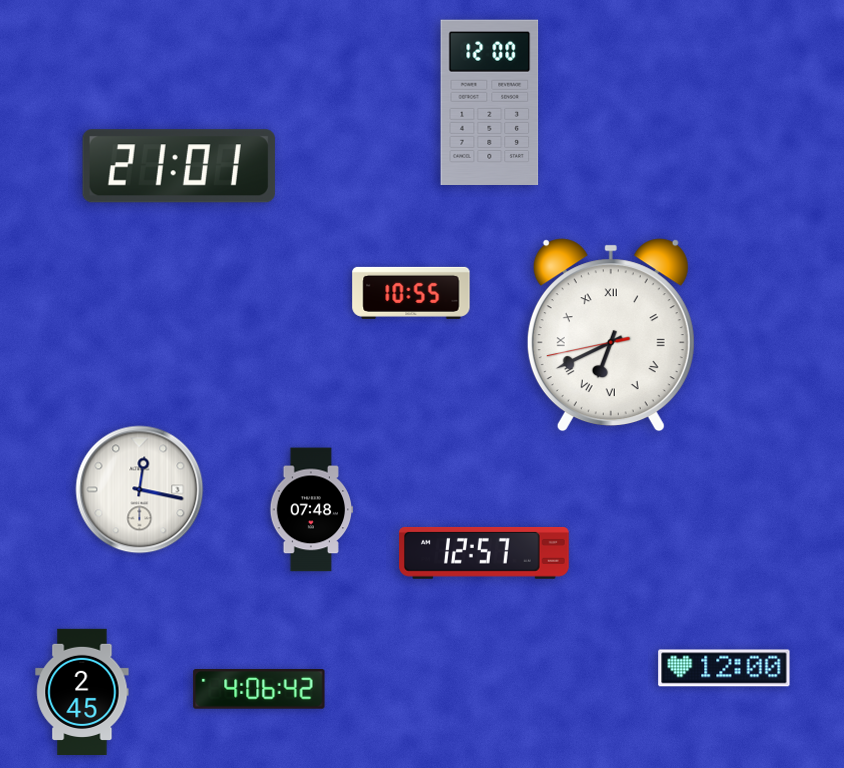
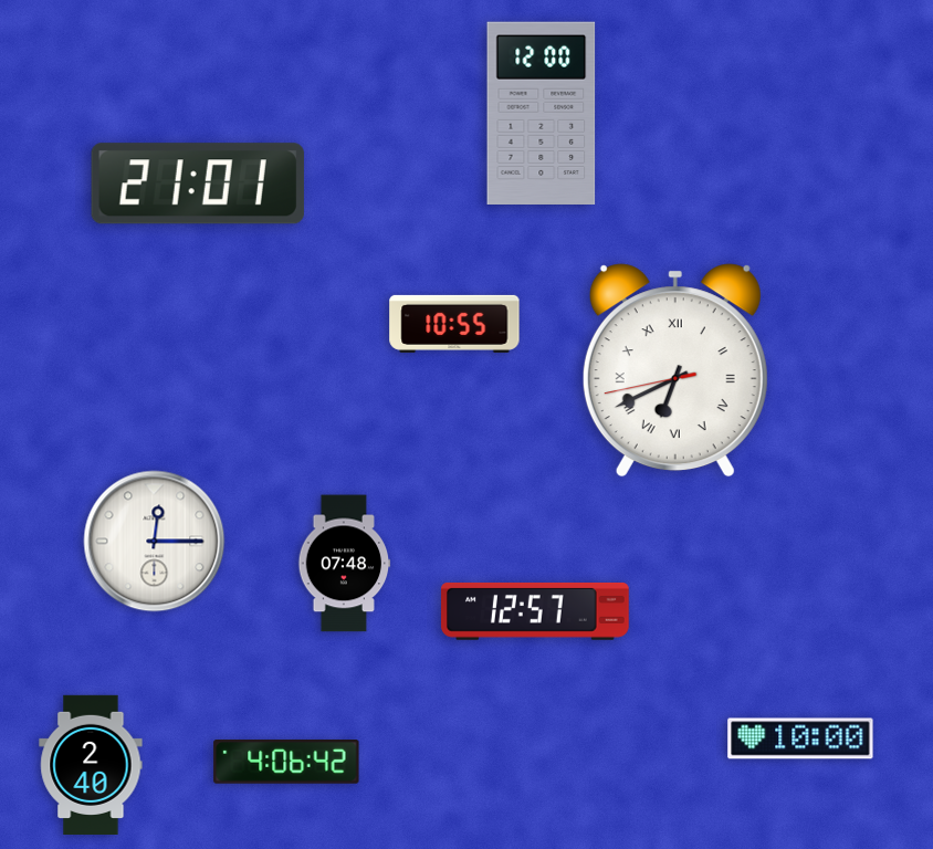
clock at (140, 490): 12:17 -> 12:15
clock at (724, 668): 12:00 -> 10:00
clock at (82, 691): 2:45 -> 2:40
